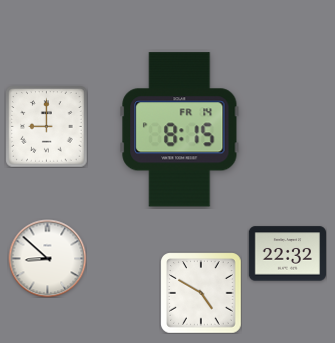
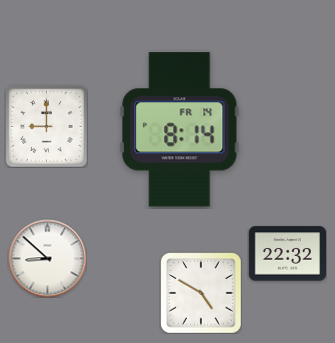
clock at (180, 130): 8:15 -> 8:14
